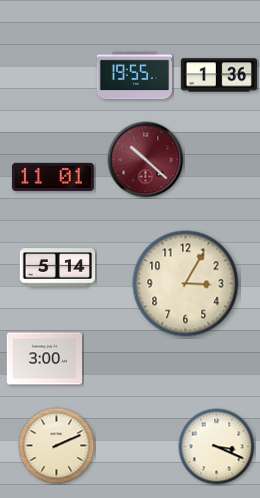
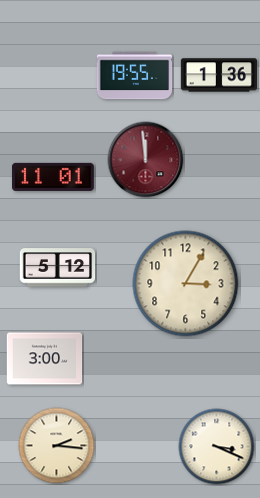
clock at (146, 160): 10:22 -> 11:59
clock at (58, 268): 5:14 -> 5:12
clock at (57, 446): 2:11 -> 2:16
